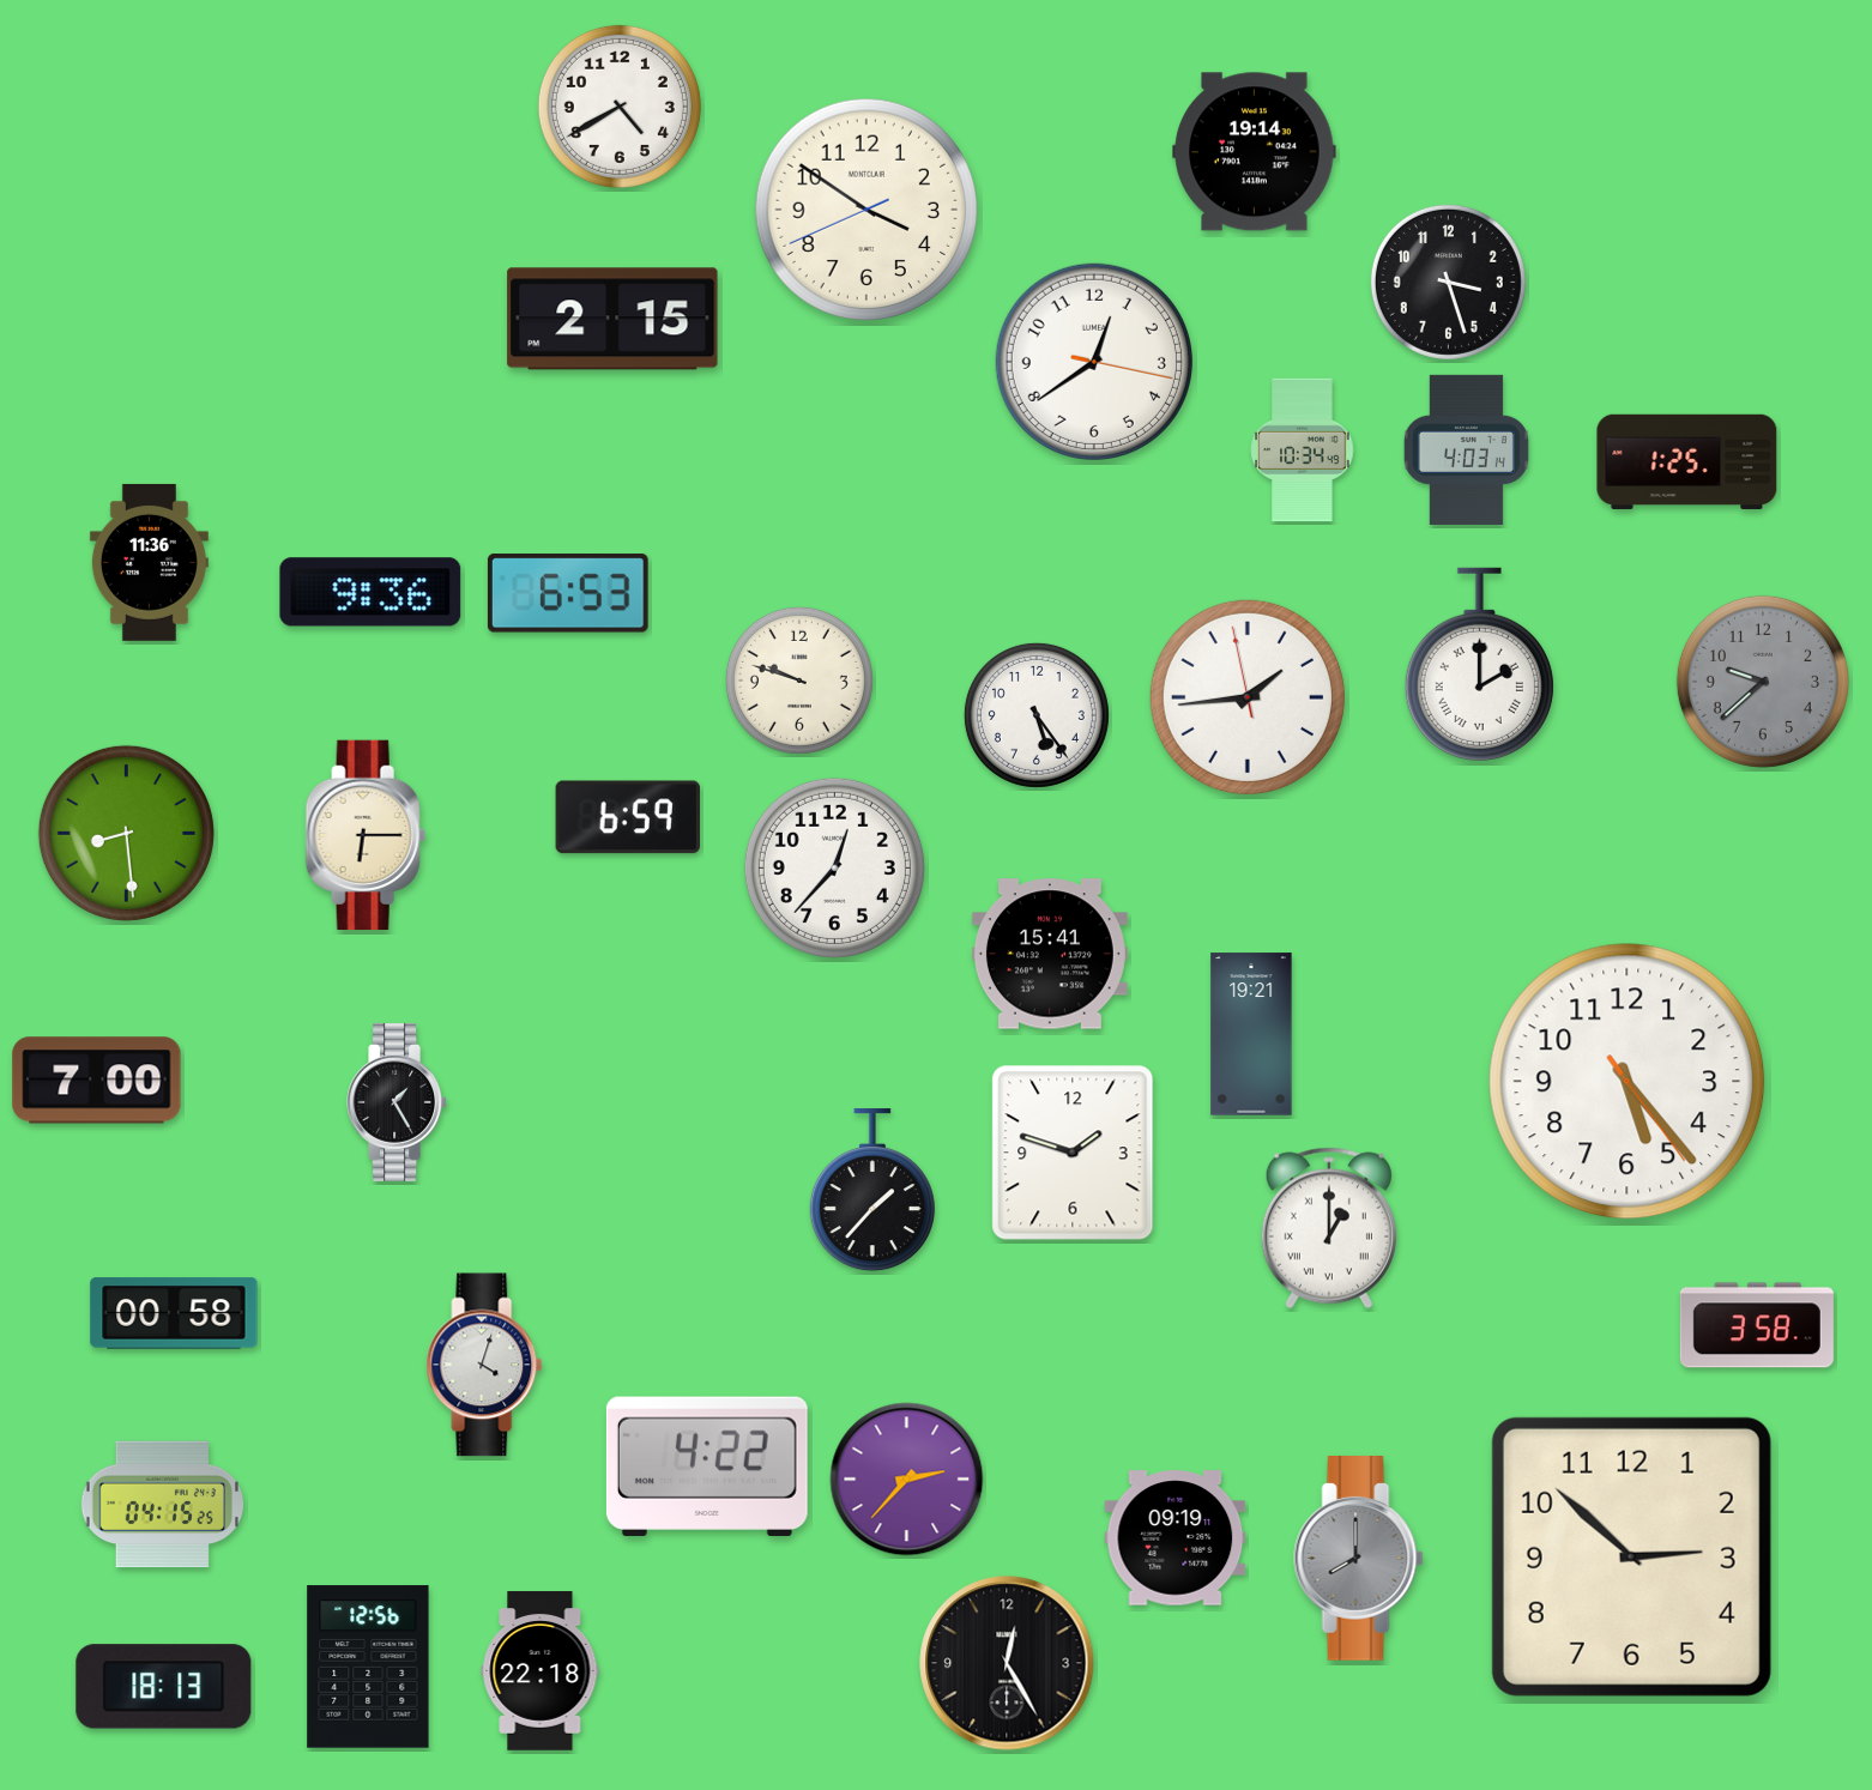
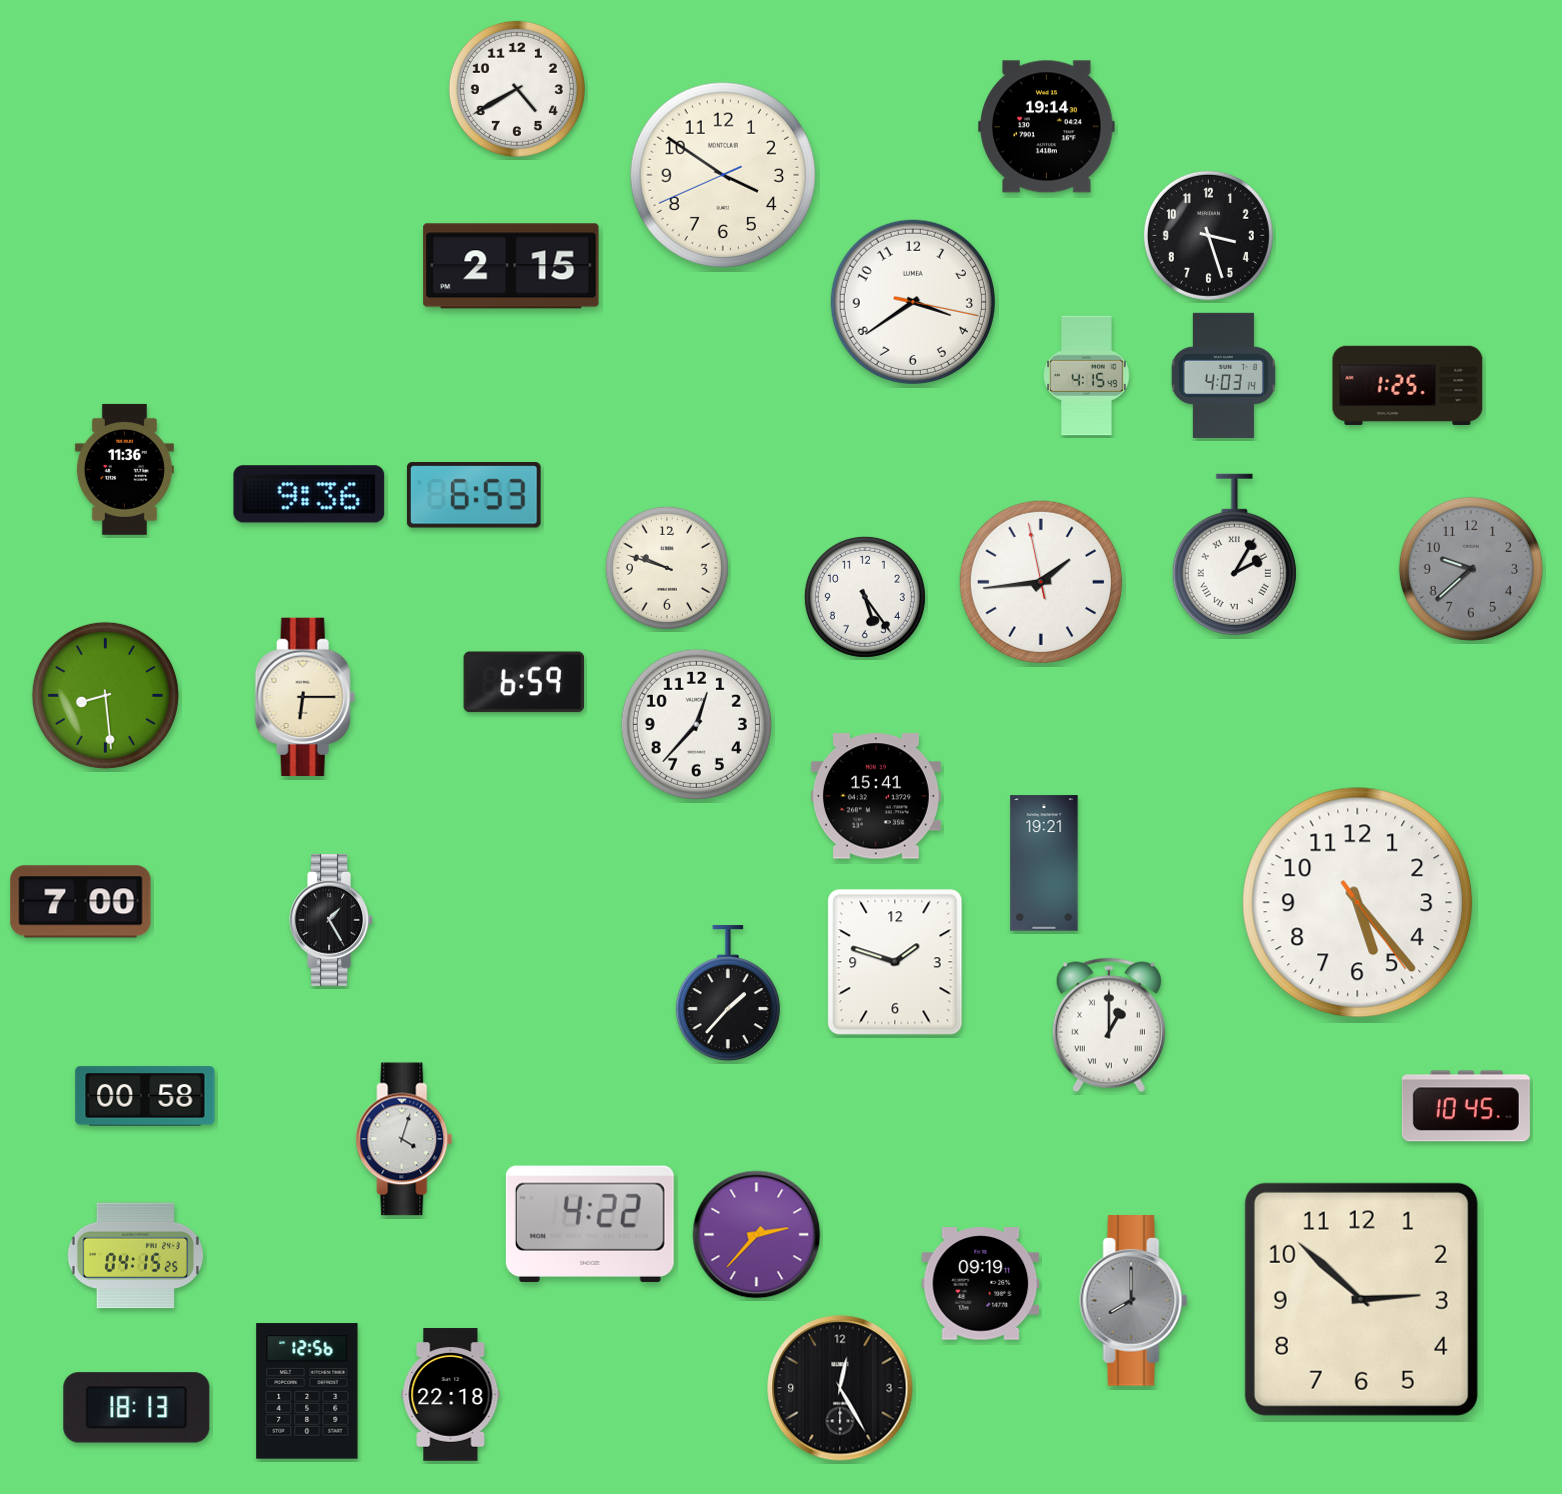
clock at (1094, 362): 12:39 -> 3:39
clock at (1303, 450): 10:34 -> 4:15
clock at (1479, 664): 2:00 -> 2:05
clock at (1757, 1325): 3:58 -> 10:45
